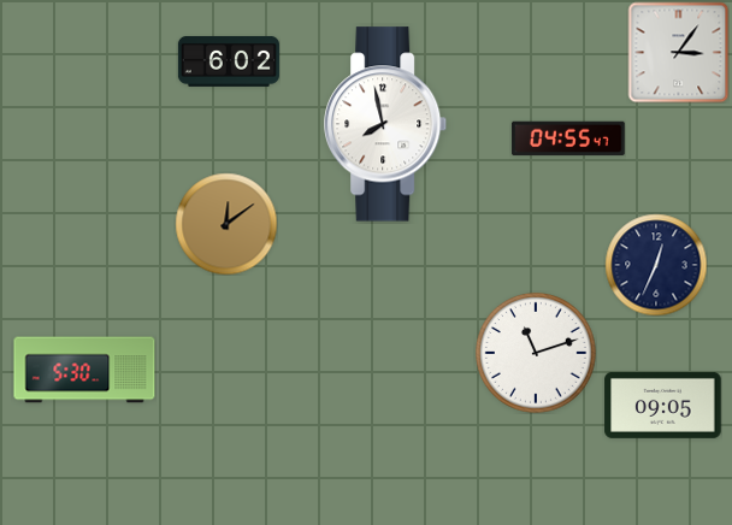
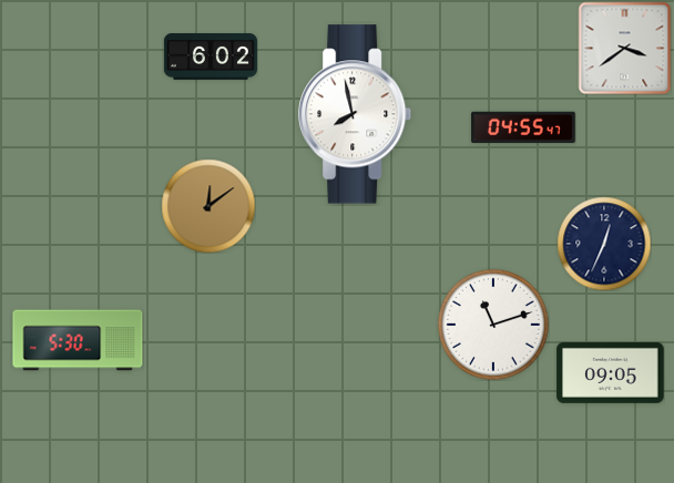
clock at (678, 52): 3:06 -> 3:39
